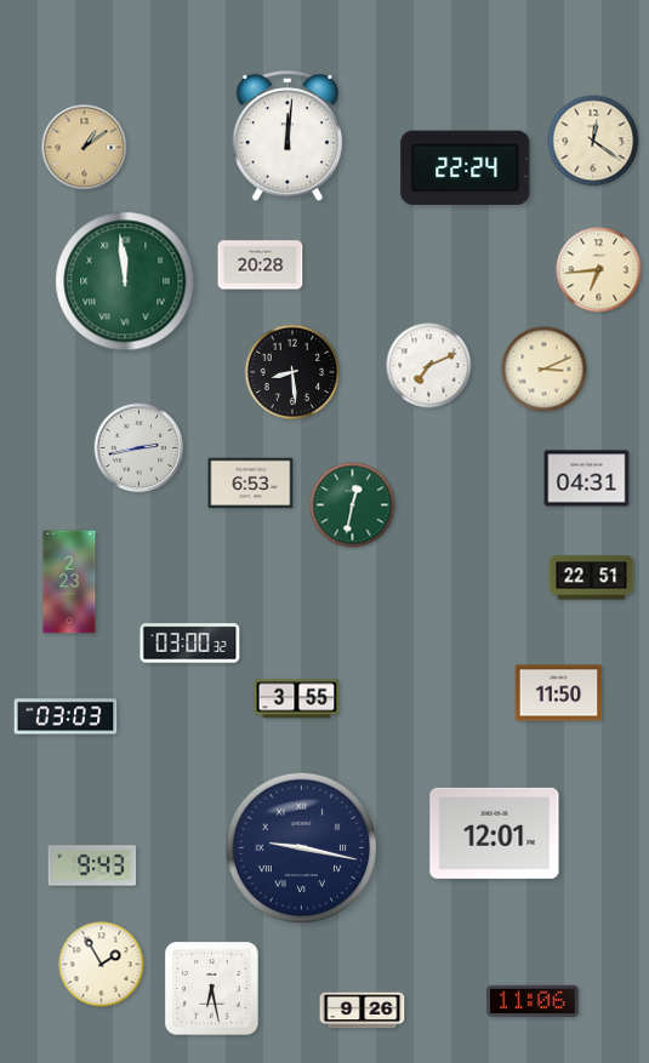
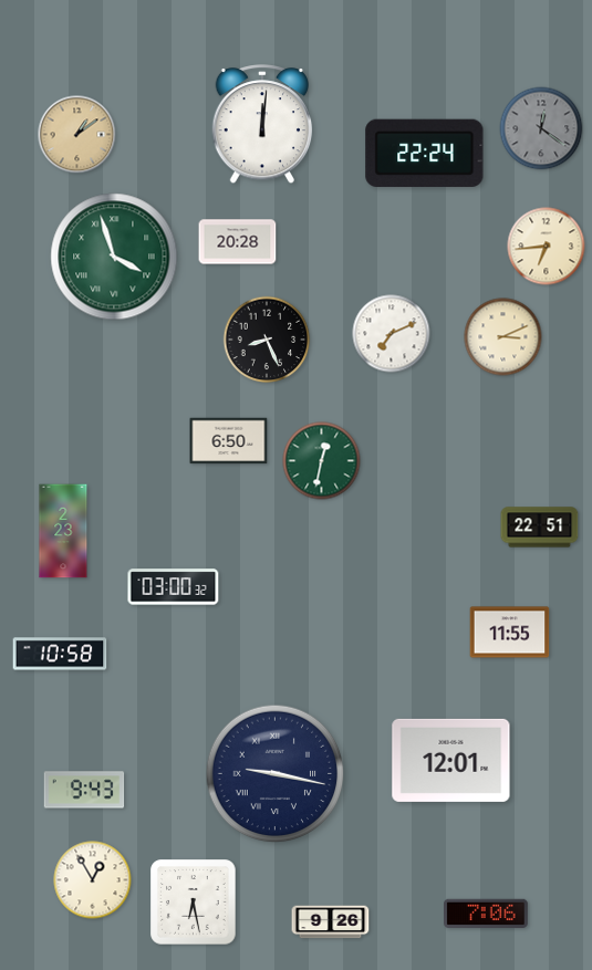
clock at (593, 141) dial: cream -> grey
clock at (125, 281): 11:59 -> 3:57
clock at (545, 370) position: (545, 370) -> (503, 337)
clock at (292, 372): 8:29 -> 8:26
clock at (140, 448): 2:43 -> none
clock at (587, 479): 04:31 -> none
clock at (251, 484): 6:53 -> 6:50
clock at (559, 693): 11:50 -> 11:55
clock at (297, 699): 3:55 -> none
clock at (66, 716): 03:03 -> 10:58
clock at (102, 965): 1:55 -> 12:55
clock at (534, 1000): 11:06 -> 7:06
